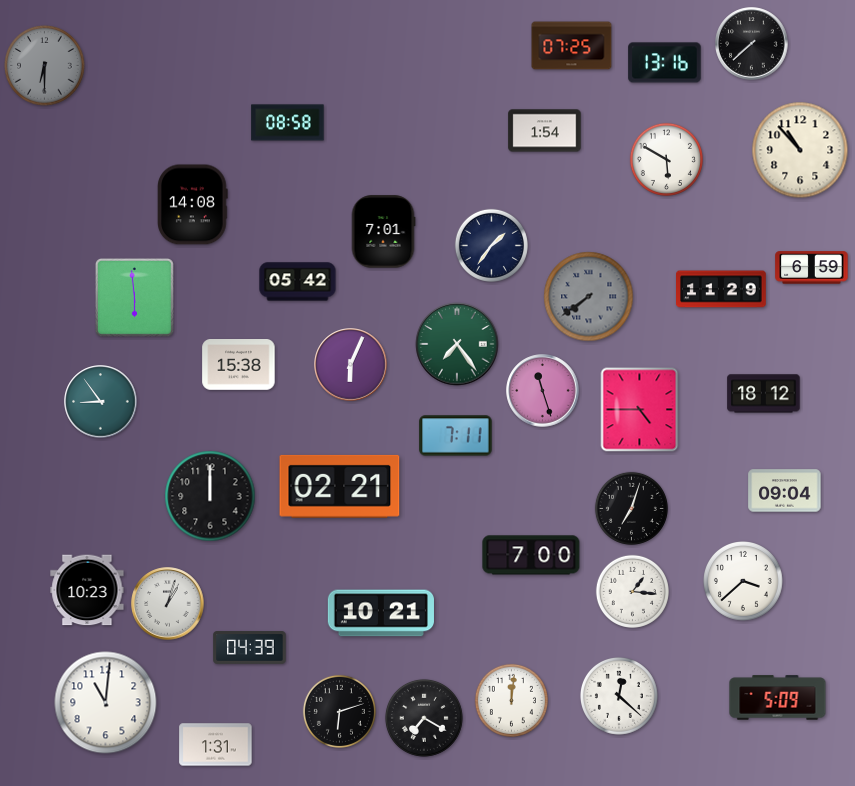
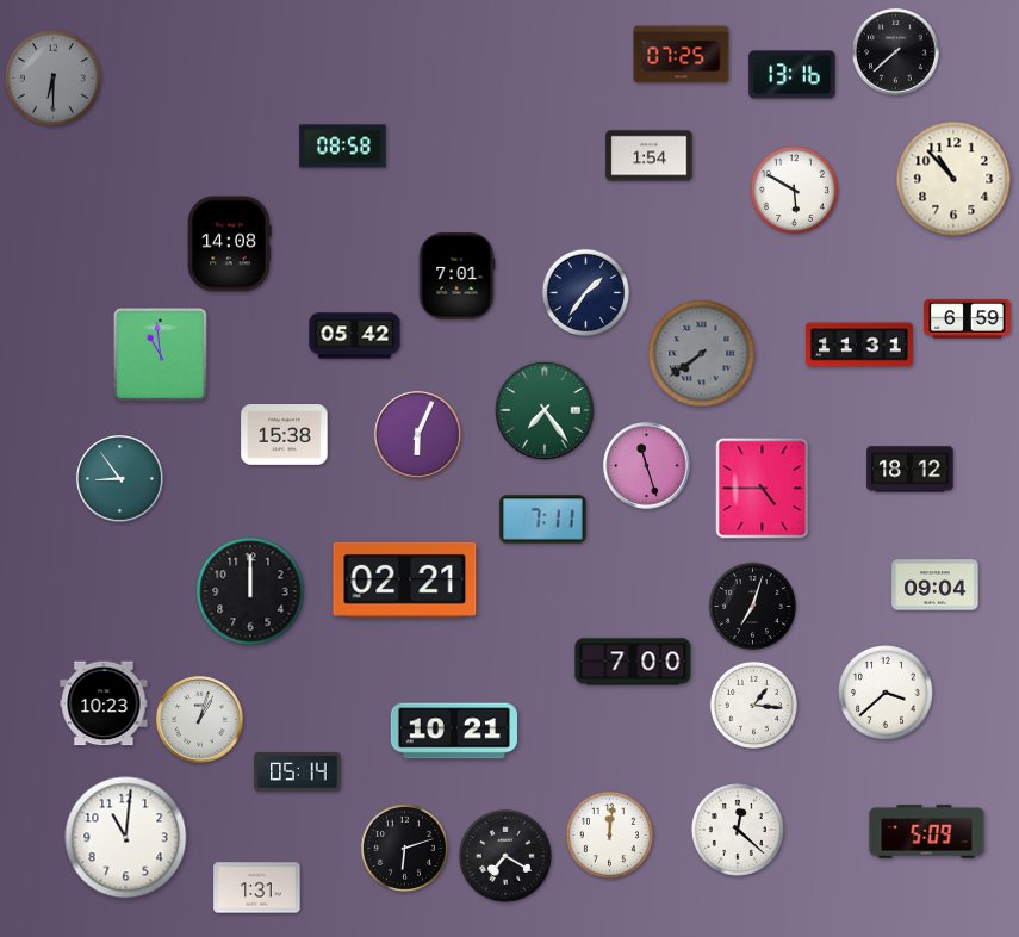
clock at (722, 289): 11:29 -> 11:31
clock at (134, 297): 5:59 -> 10:59
clock at (250, 648): 04:39 -> 05:14
